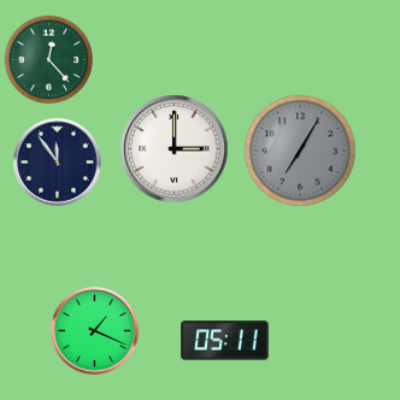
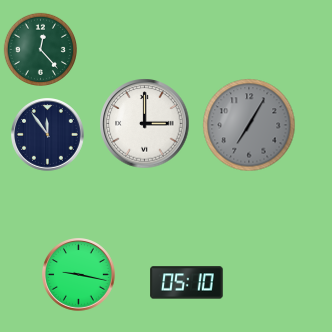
clock at (95, 331): 1:19 -> 9:17
clock at (225, 341): 05:11 -> 05:10
